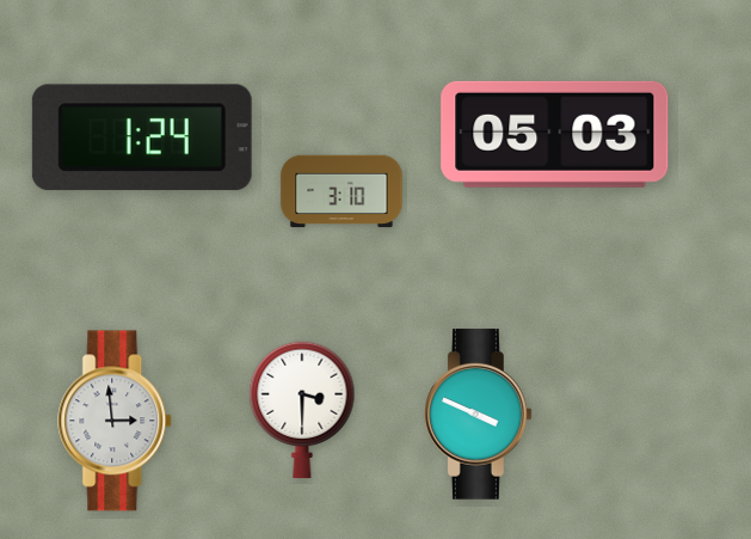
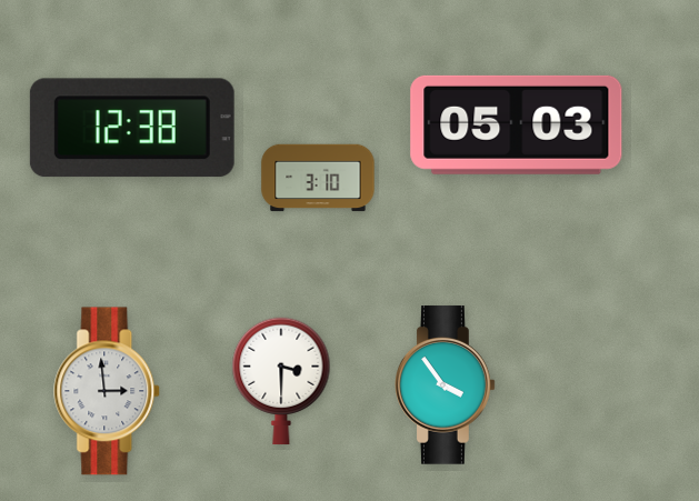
clock at (142, 137): 1:24 -> 12:38
clock at (479, 415): 3:49 -> 3:54
